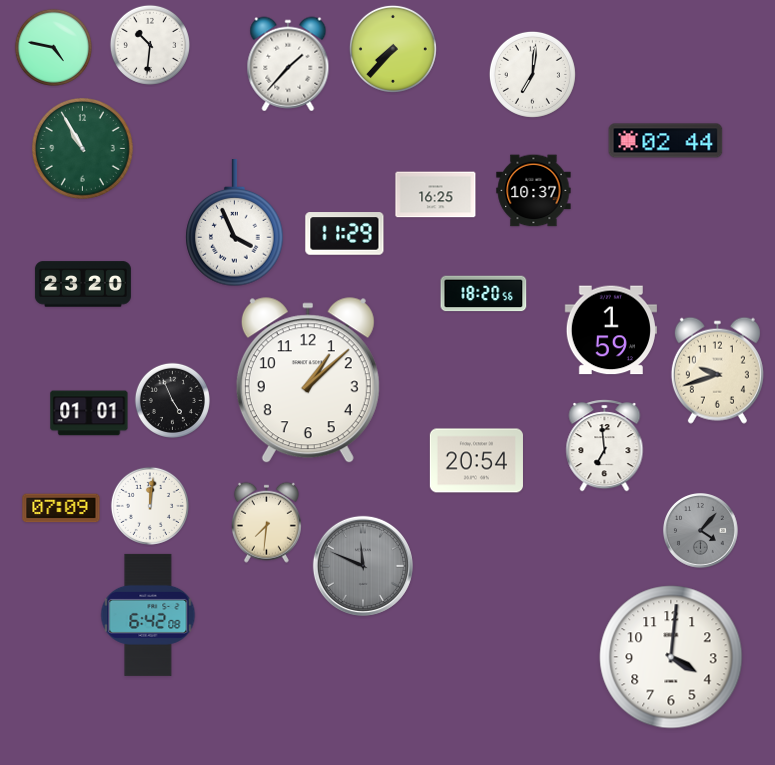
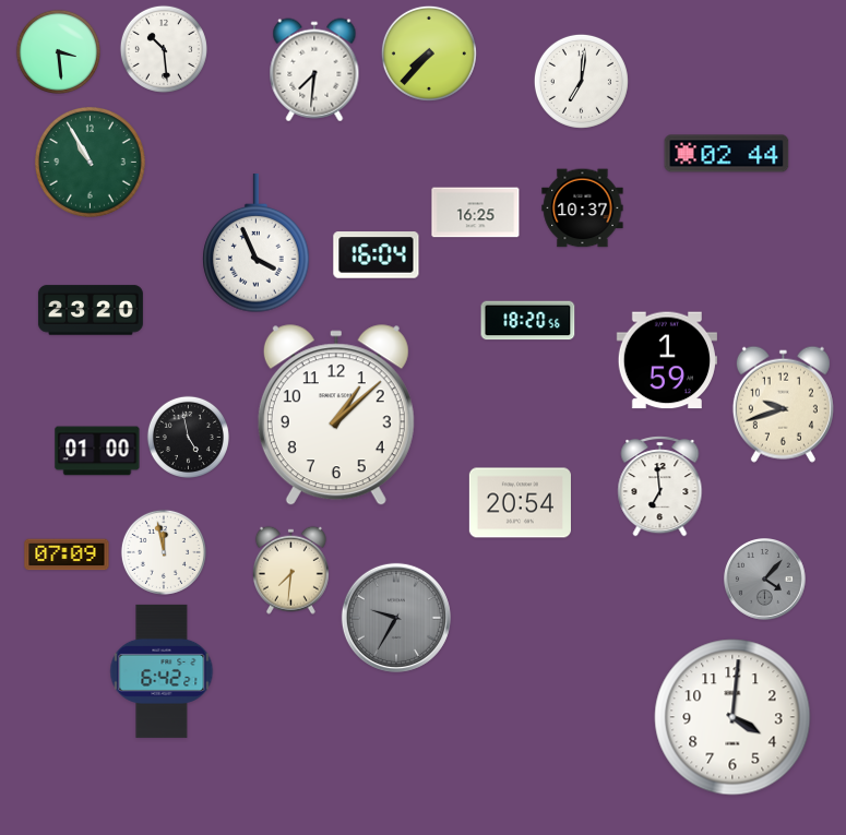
clock at (150, 45): 10:31 -> 10:29
clock at (53, 47): 4:47 -> 3:29
clock at (288, 64): 1:37 -> 7:31
clock at (345, 234): 11:29 -> 16:04
clock at (172, 400): 4:56 -> 4:58
clock at (89, 413): 01:01 -> 01:00
clock at (150, 506): 12:01 -> 11:58
clock at (363, 566): 11:49 -> 9:35
clock at (148, 615): 6:42:08 -> 6:42:21
